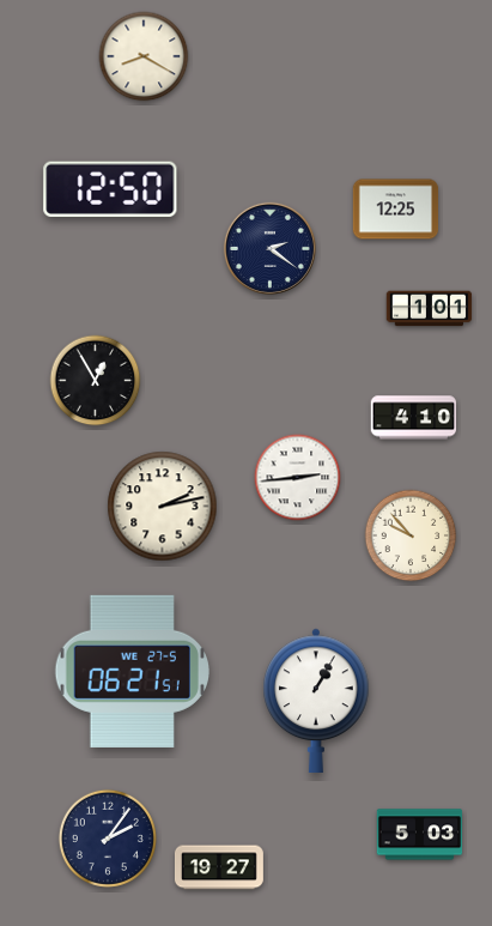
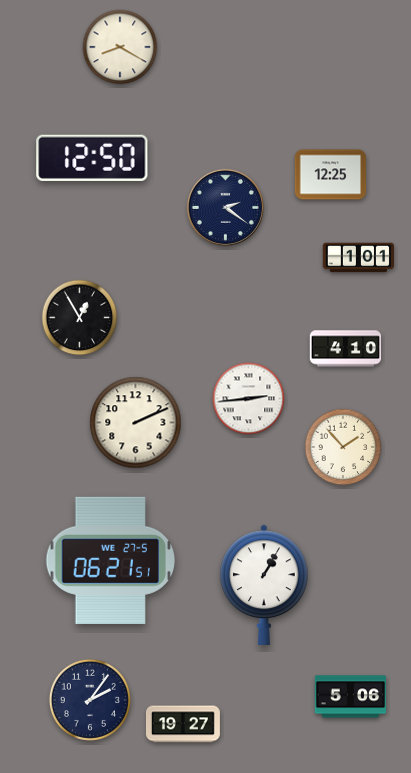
clock at (163, 507): 2:13 -> 2:11
clock at (411, 535): 9:53 -> 1:53
clock at (420, 835): 5:03 -> 5:06
